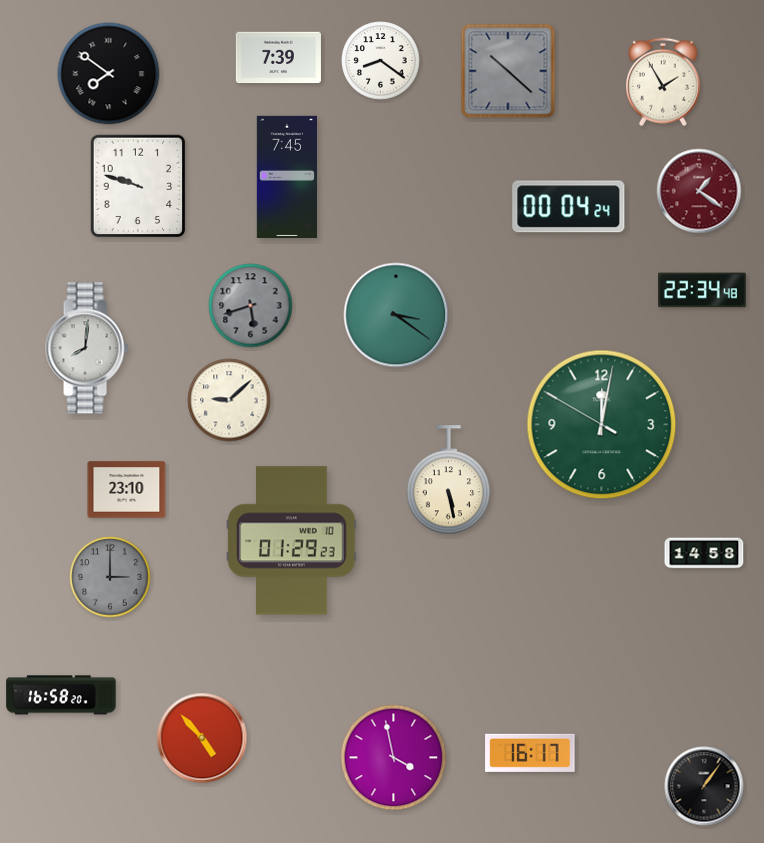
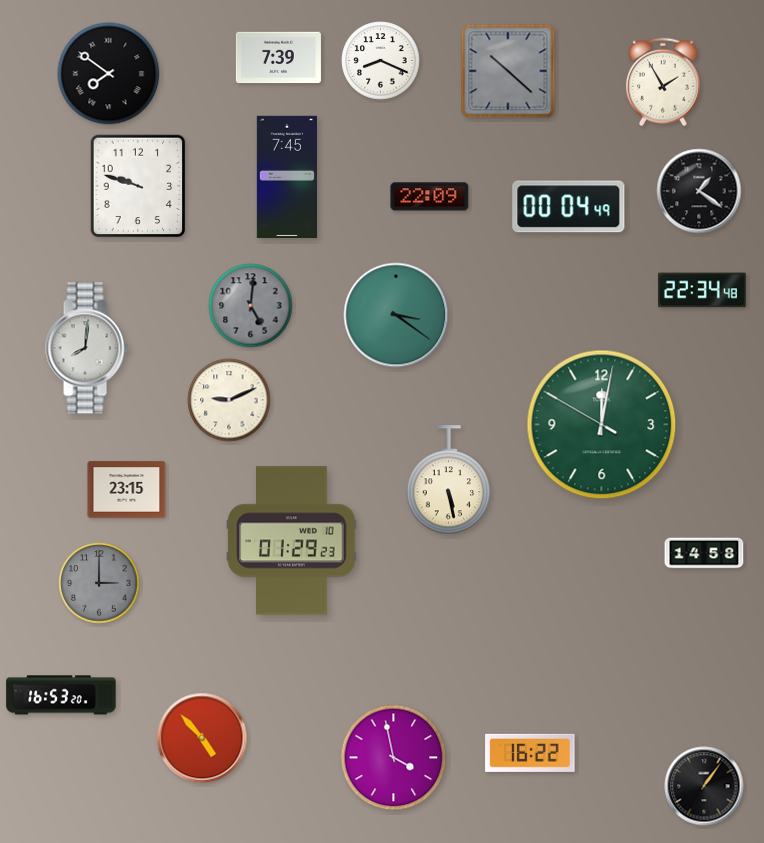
clock at (381, 61): 8:21 -> 8:19
clock at (699, 191) dial: burgundy -> black
clock at (430, 197): none -> 22:09
clock at (569, 207): 00:04:24 -> 00:04:49
clock at (251, 306): 5:42 -> 5:01
clock at (229, 400): 9:08 -> 9:11
clock at (127, 490): 23:10 -> 23:15
clock at (110, 577) position: (110, 577) -> (99, 583)
clock at (61, 695): 16:58 -> 16:53
clock at (530, 753): 16:17 -> 16:22
